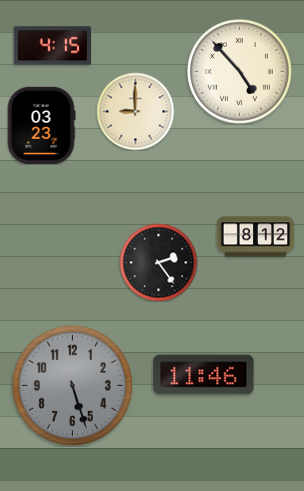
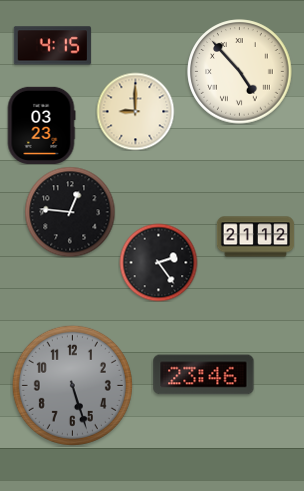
clock at (70, 212): none -> 12:46
clock at (255, 237): 8:12 -> 21:12
clock at (204, 375): 11:46 -> 23:46
